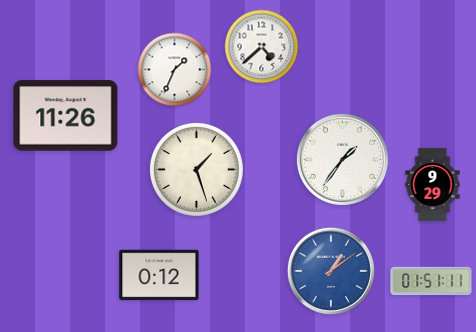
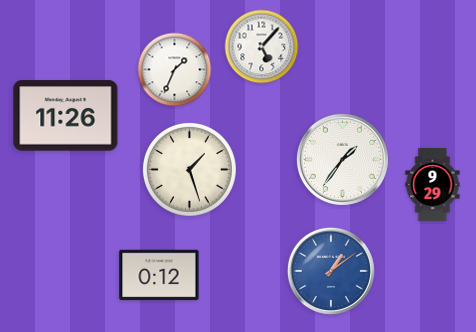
clock at (262, 47): 4:38 -> 5:07
clock at (196, 169) position: (196, 169) -> (189, 169)
clock at (431, 281): 01:51 -> none
